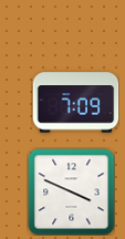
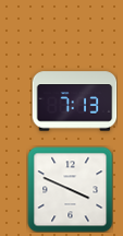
clock at (75, 103): 7:09 -> 7:13
